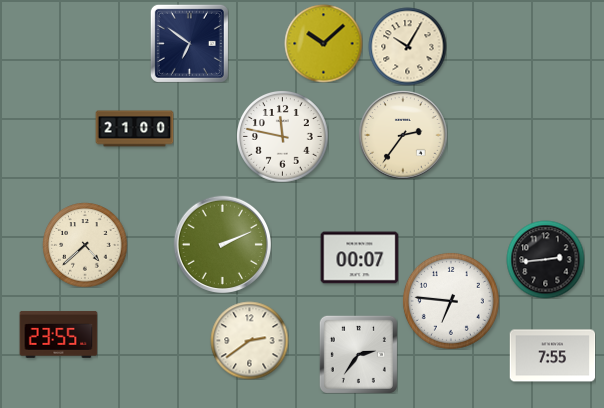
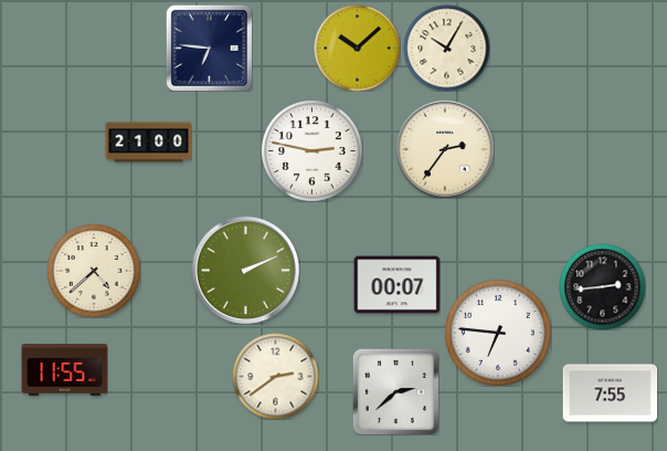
clock at (189, 43): 6:51 -> 6:46
clock at (407, 46) position: (407, 46) -> (446, 48)
clock at (283, 137): 11:47 -> 2:47
clock at (58, 334): 23:55 -> 11:55
clock at (358, 354): 2:36 -> 2:38
